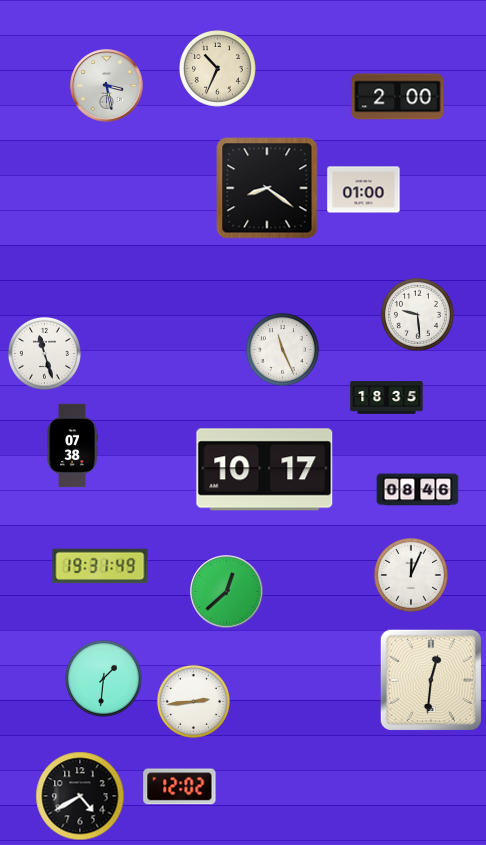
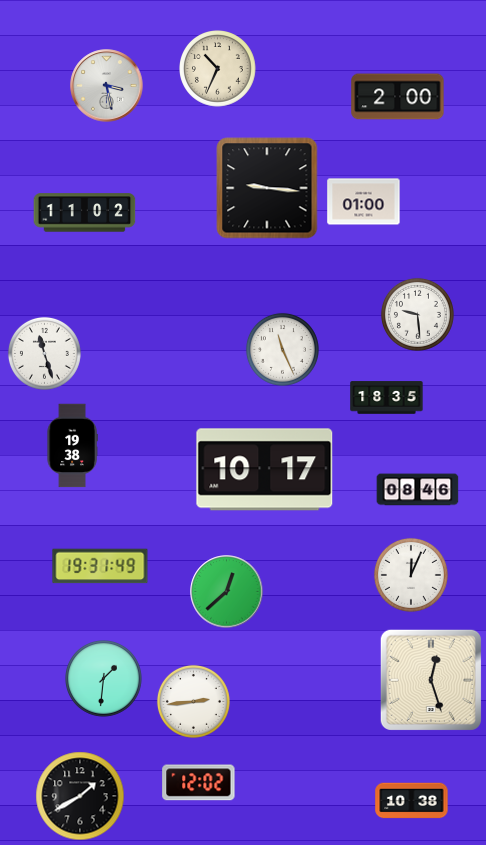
clock at (267, 188): 8:21 -> 9:16
clock at (364, 190) position: (364, 190) -> (364, 202)
clock at (85, 213): none -> 11:02
clock at (72, 446): 07:38 -> 19:38
clock at (431, 680): 12:31 -> 12:27
clock at (180, 787) position: (180, 787) -> (199, 783)
clock at (80, 796): 4:40 -> 1:40
clock at (412, 801): none -> 10:38
